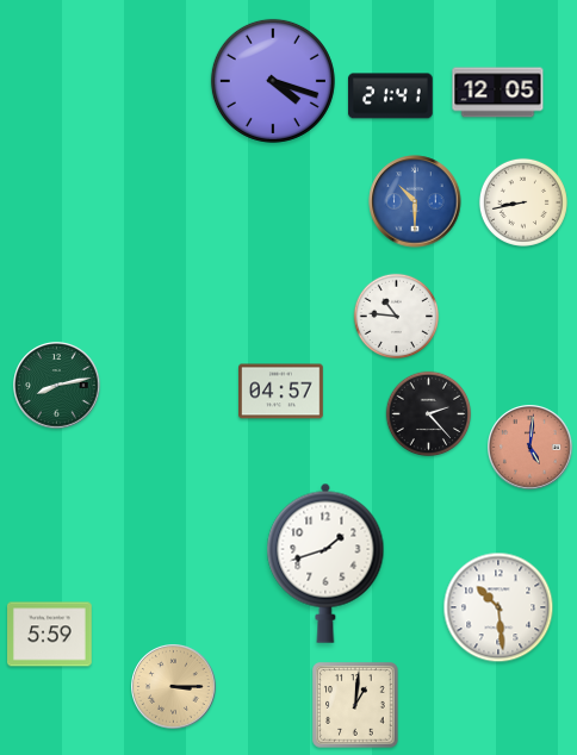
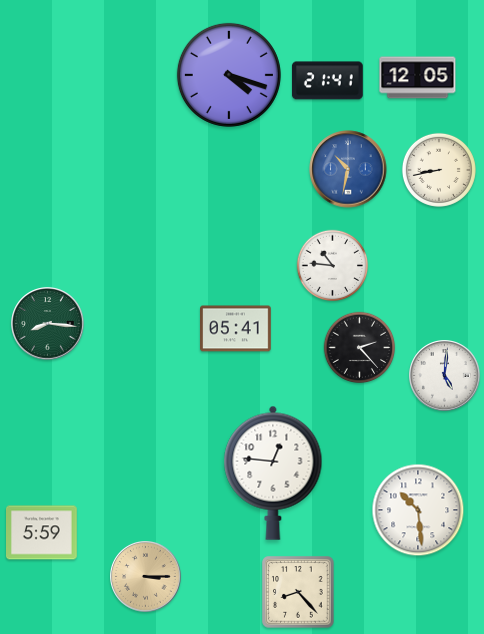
clock at (273, 81) position: (273, 81) -> (229, 75)
clock at (415, 201): 10:30 -> 10:32
clock at (57, 386): 8:13 -> 8:16
clock at (281, 392): 04:57 -> 05:41
clock at (531, 448) dial: salmon -> white
clock at (325, 563): 1:42 -> 12:46
clock at (355, 705): 1:01 -> 8:23
